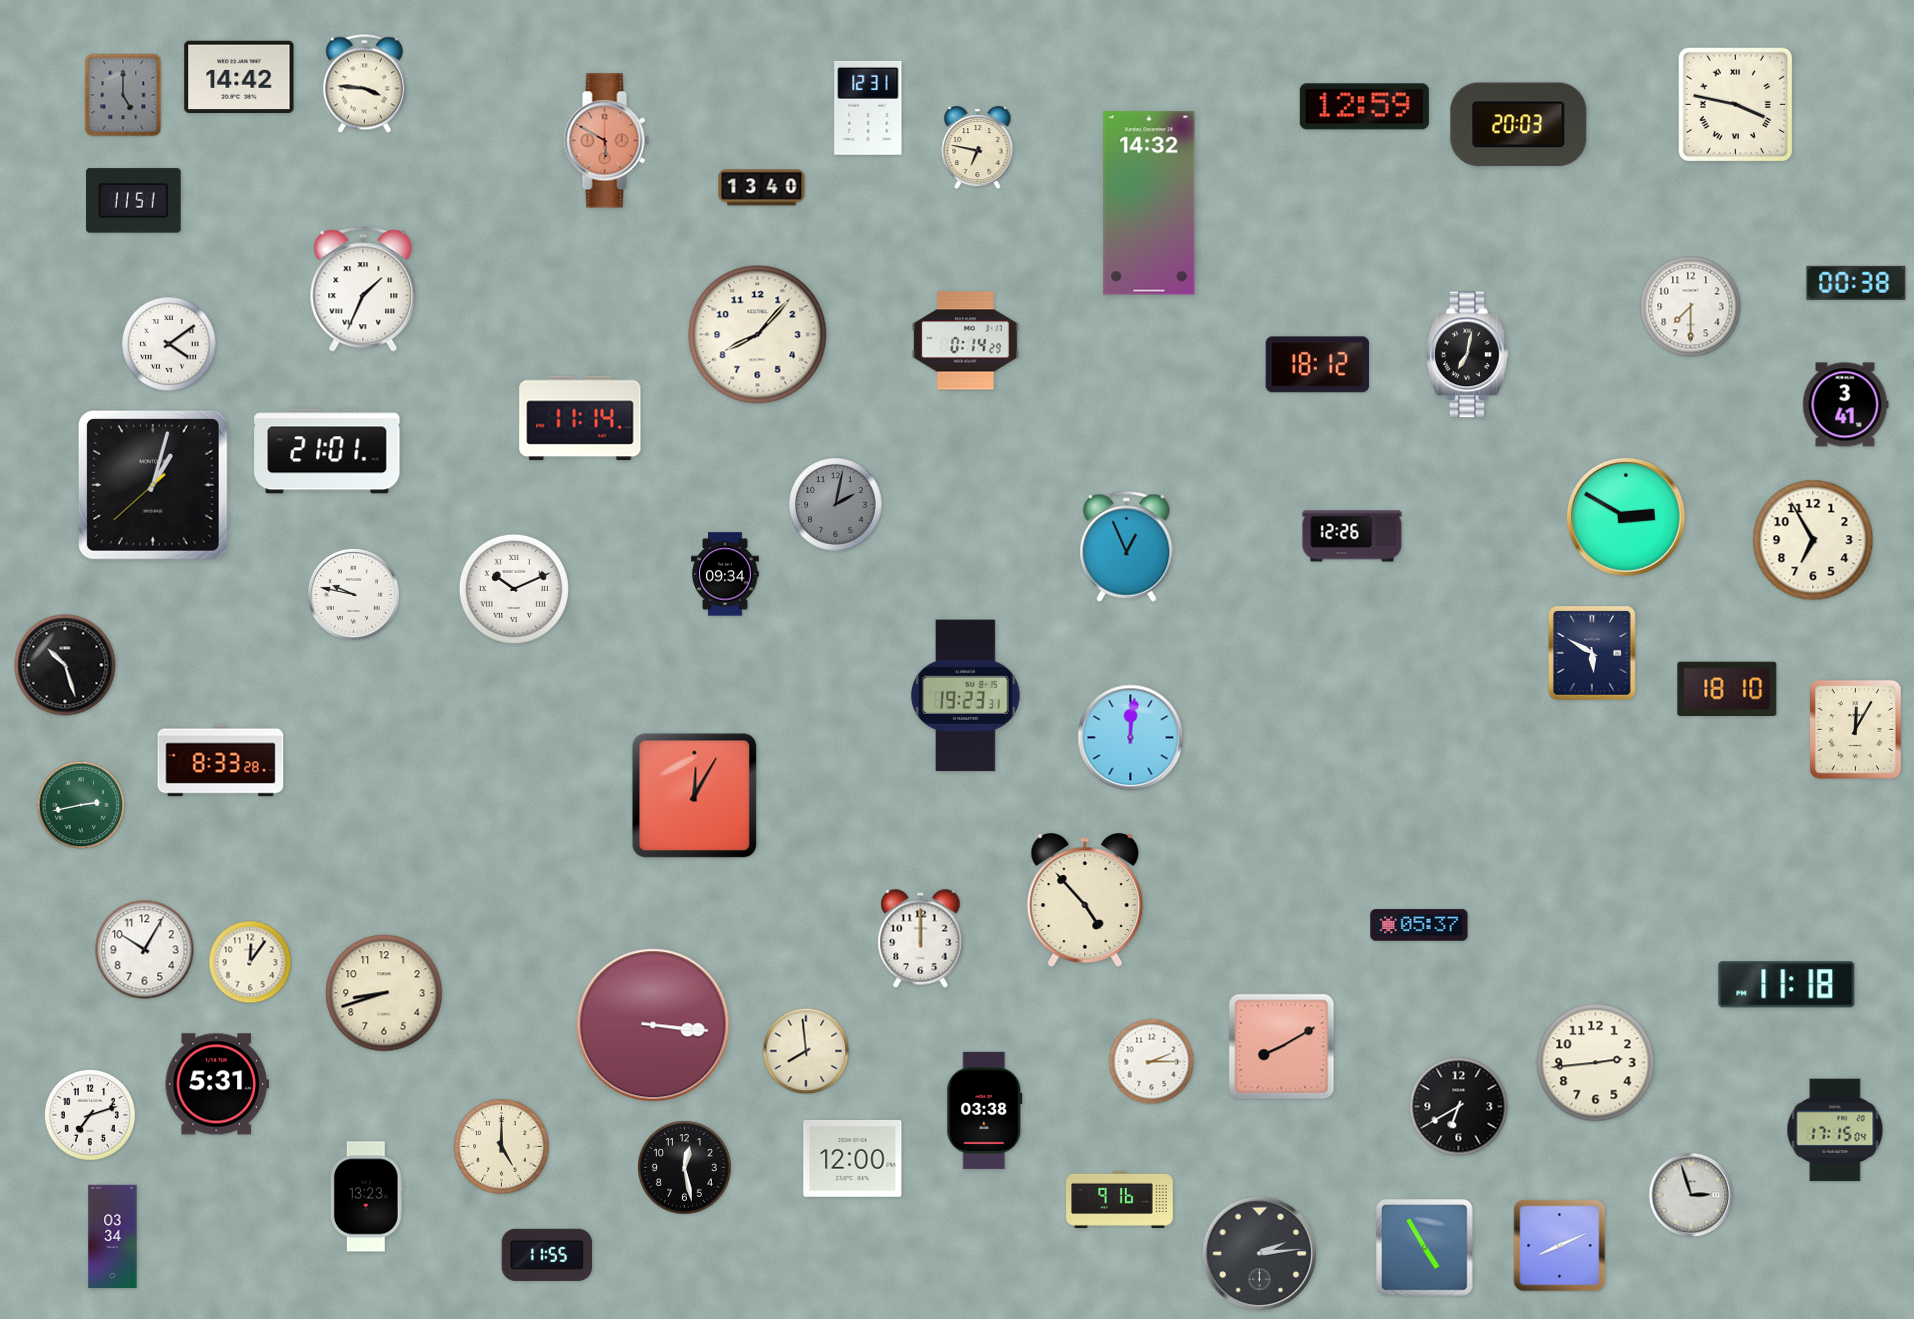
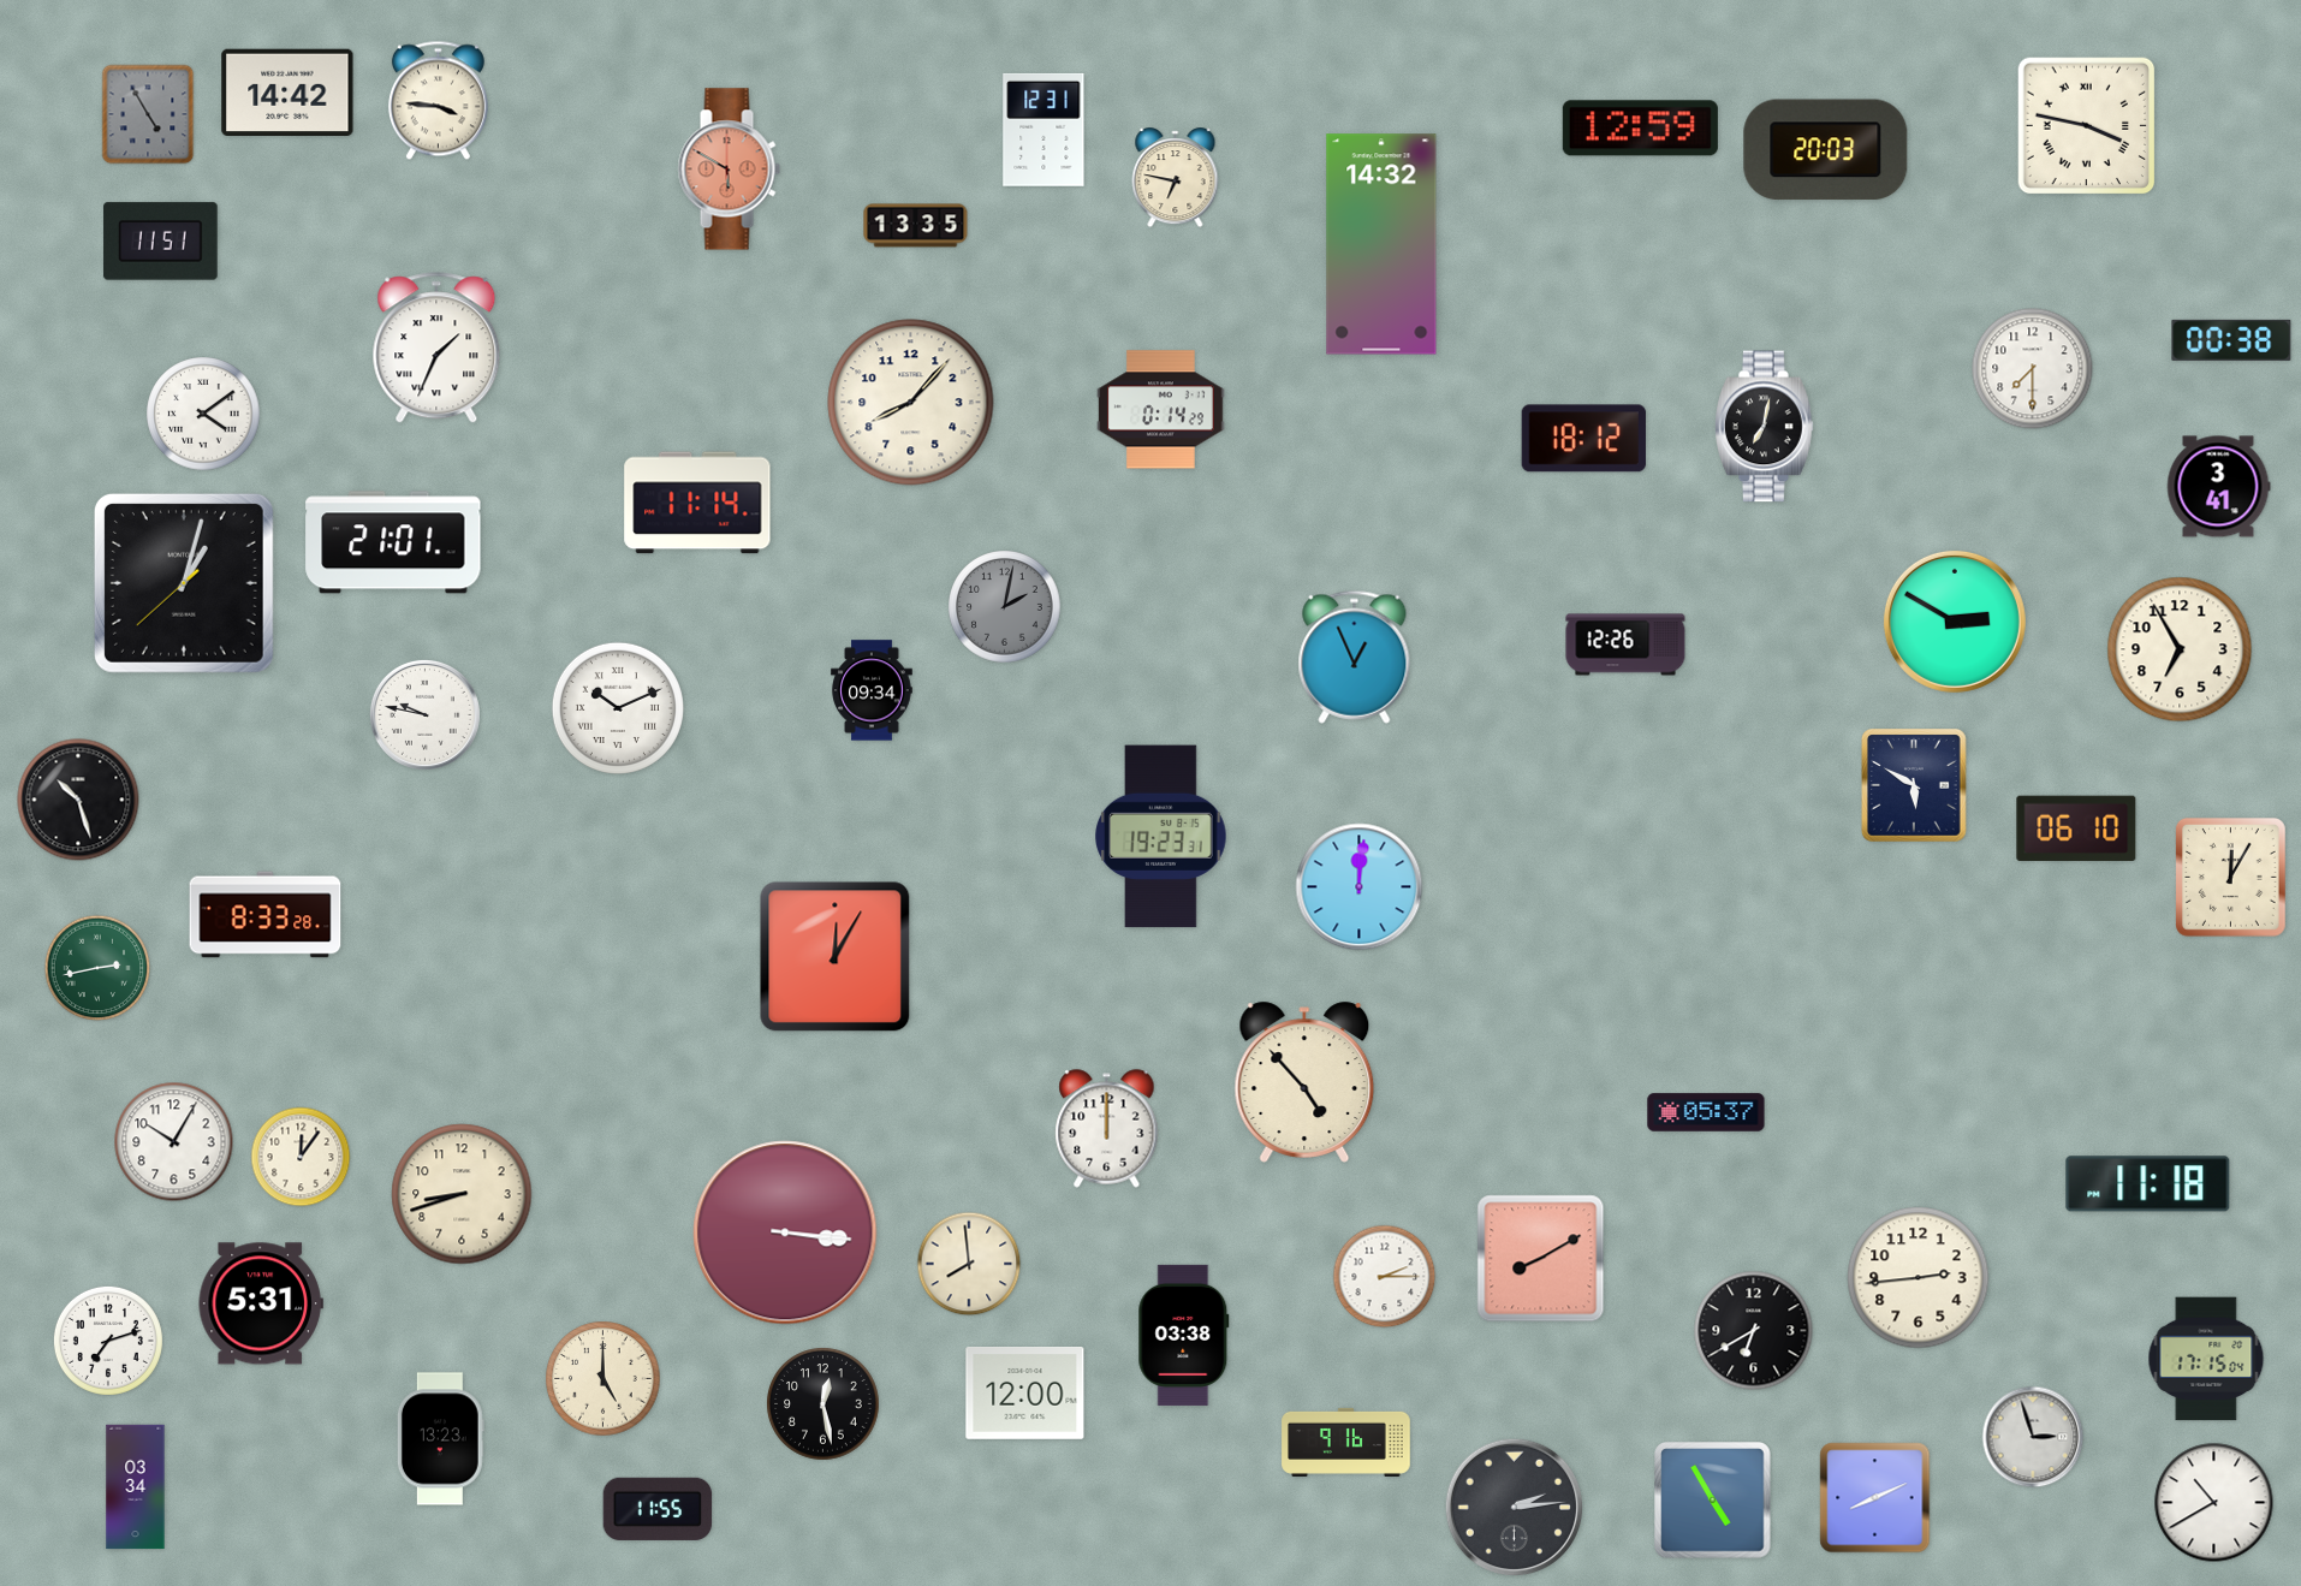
clock at (123, 95): 5:00 -> 4:55
clock at (762, 188): 13:40 -> 13:35
clock at (1727, 688): 18:10 -> 06:10
clock at (2214, 1503): none -> 10:40
